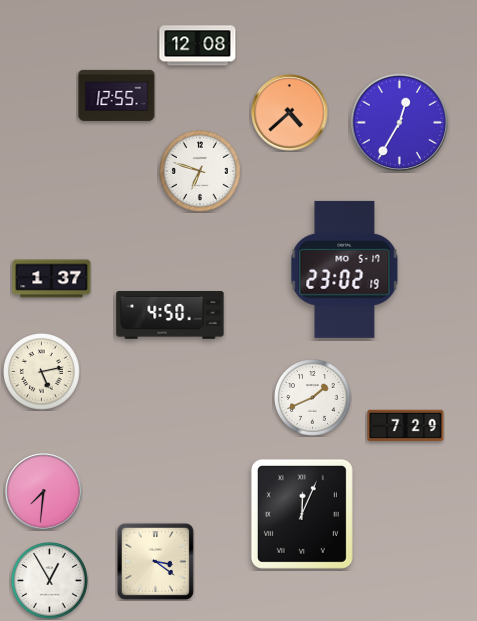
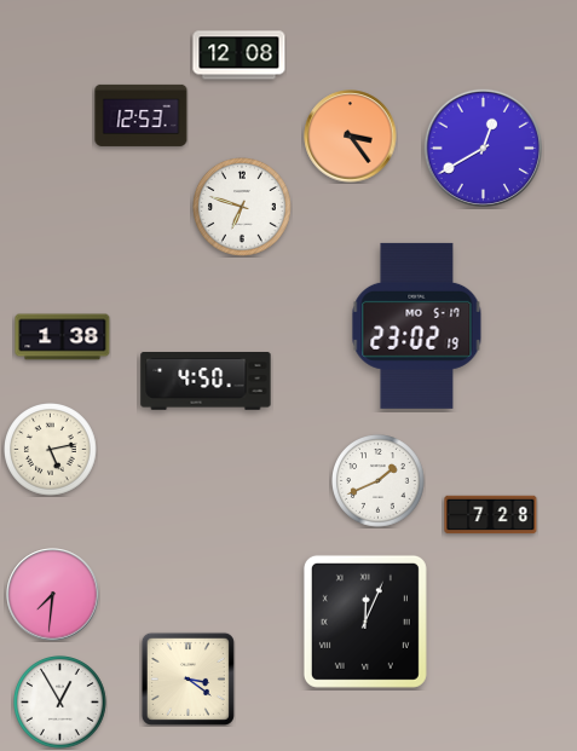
clock at (117, 95): 12:55 -> 12:53
clock at (290, 113): 4:38 -> 3:24
clock at (399, 122): 12:35 -> 12:40
clock at (52, 279): 1:37 -> 1:38
clock at (406, 426): 7:29 -> 7:28
